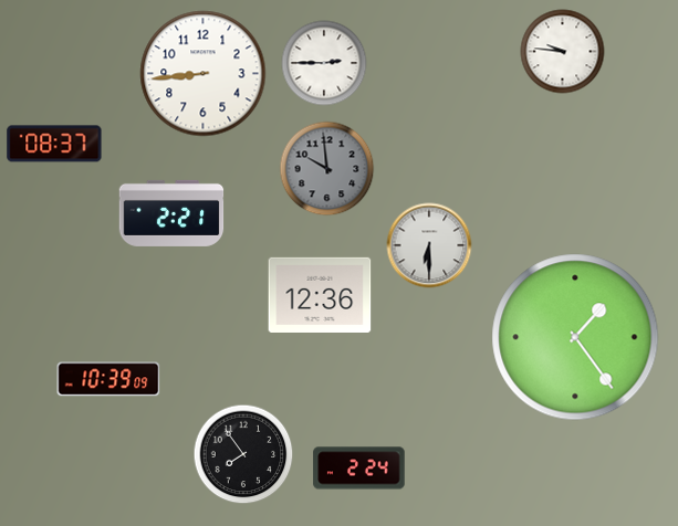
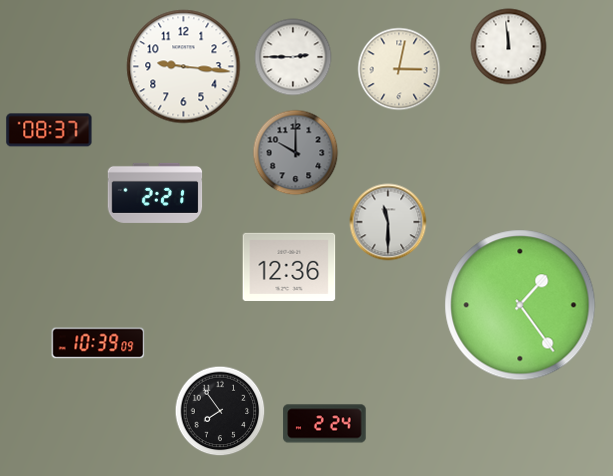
clock at (563, 52): 9:46 -> 11:59
clock at (204, 74): 8:44 -> 9:16
clock at (399, 69): none -> 3:02
clock at (327, 169): 9:59 -> 10:00
clock at (429, 245): 6:30 -> 11:30
